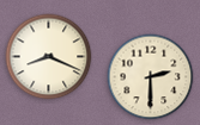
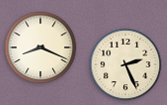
clock at (151, 77): 2:30 -> 2:26
